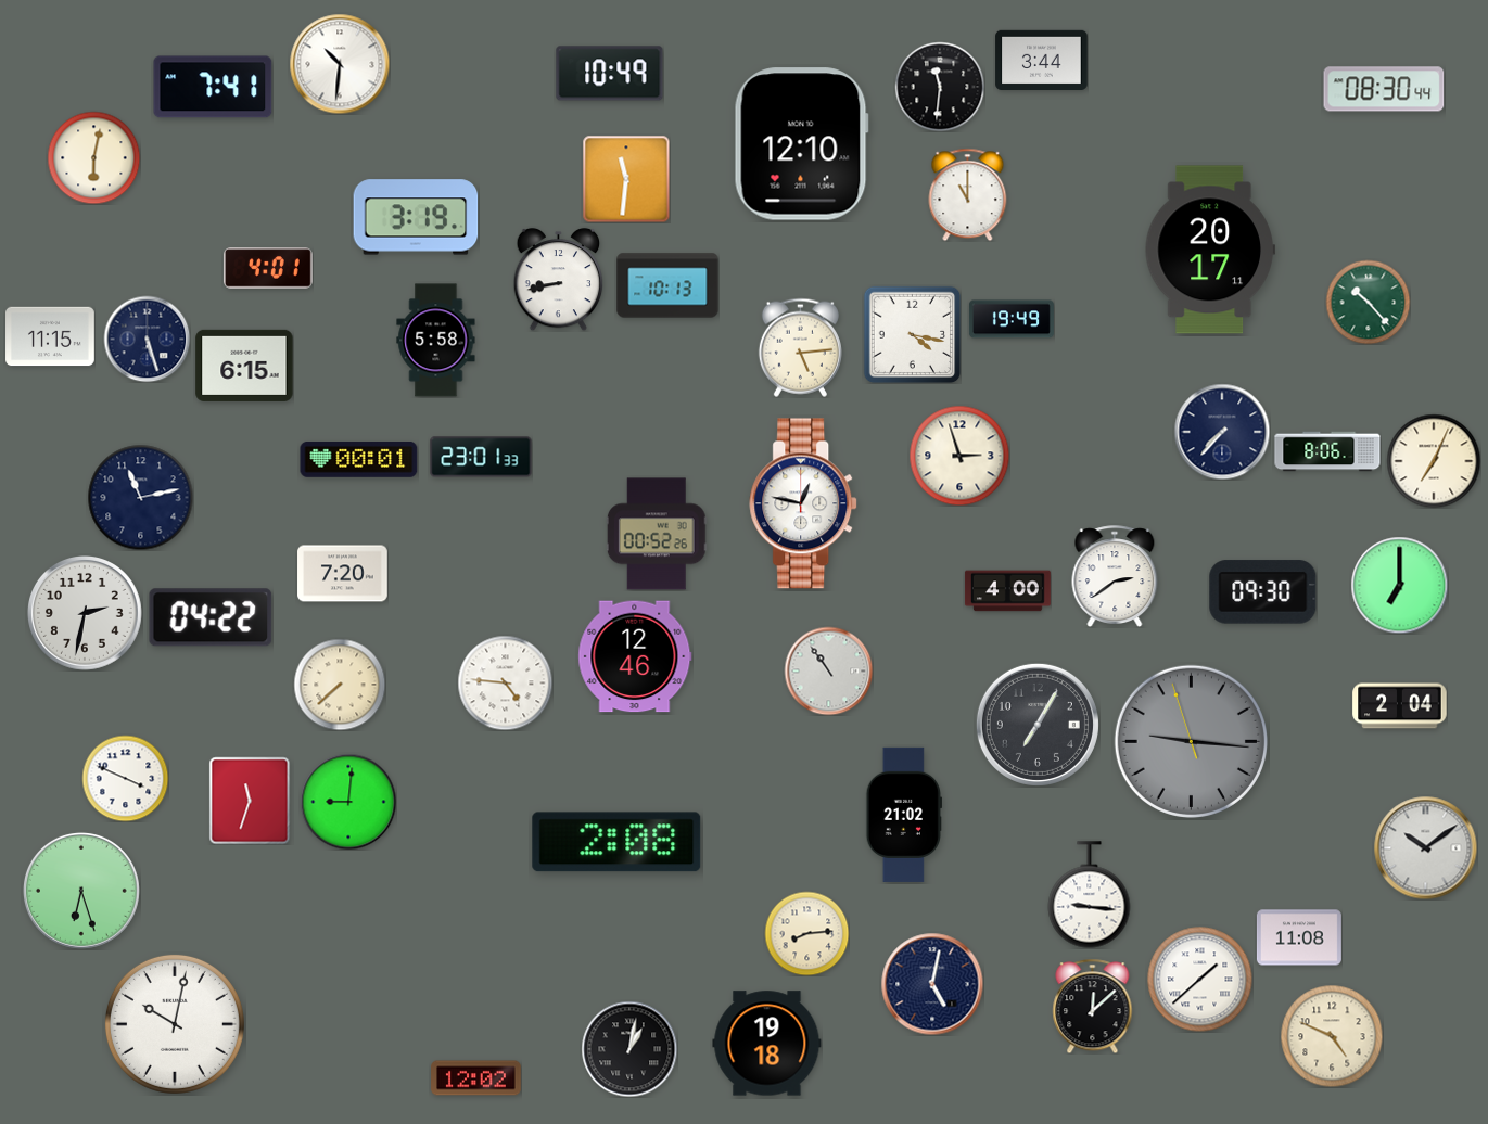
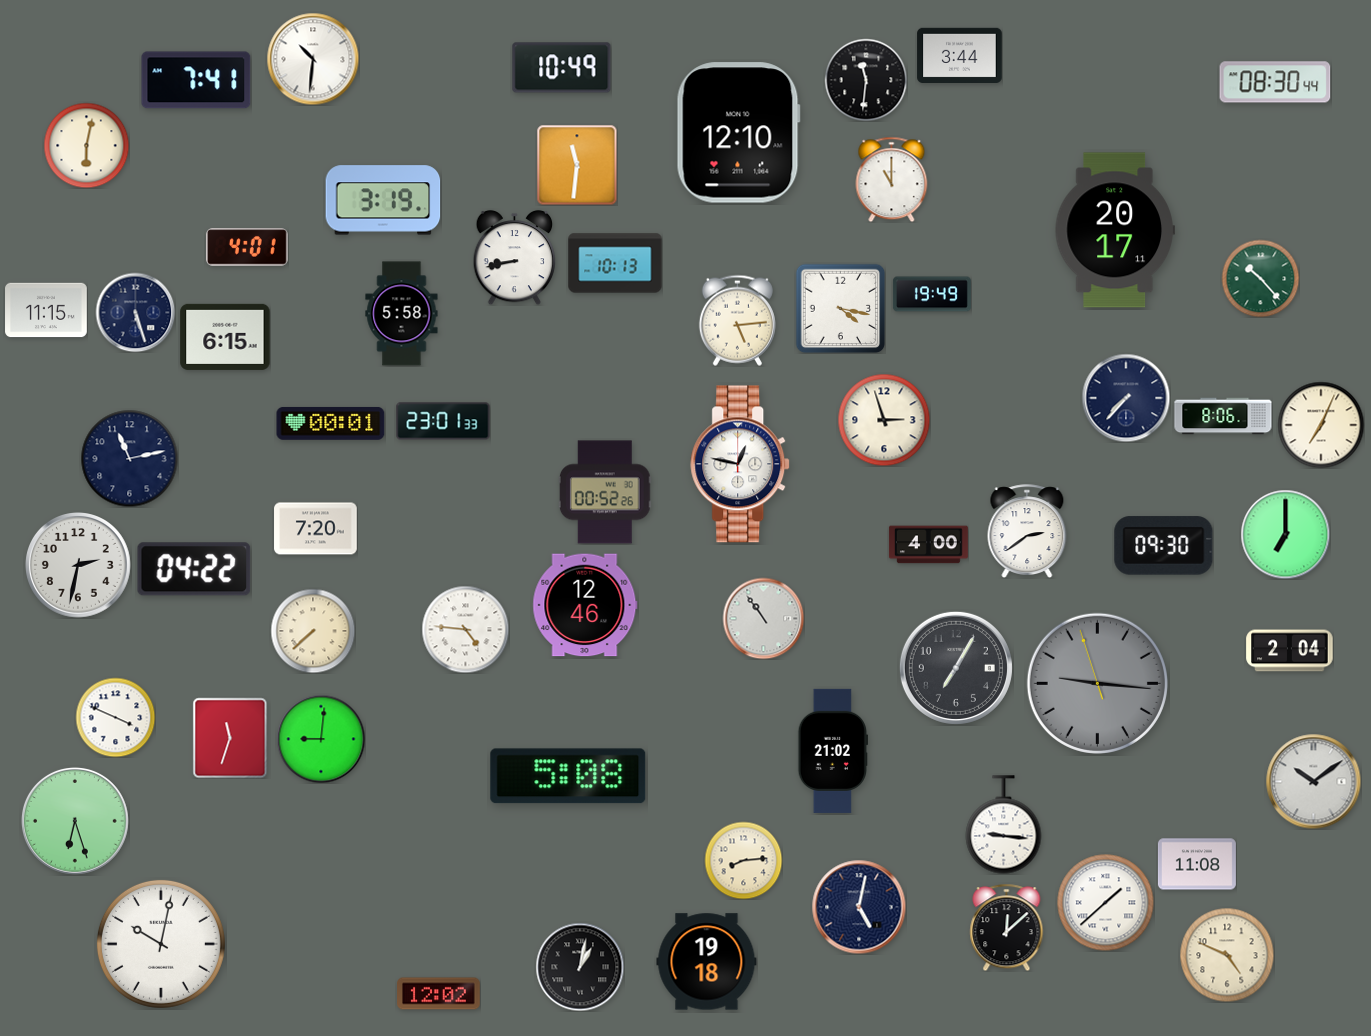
clock at (1399, 585) position: (1399, 585) -> (1285, 534)
clock at (616, 842): 2:08 -> 5:08
